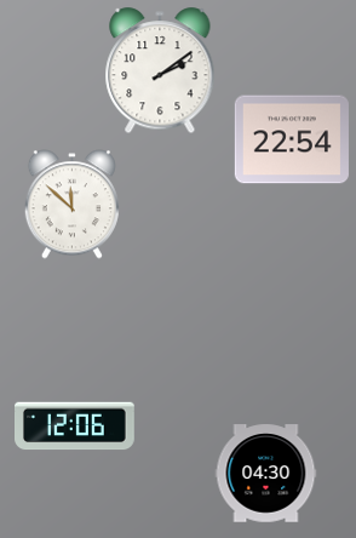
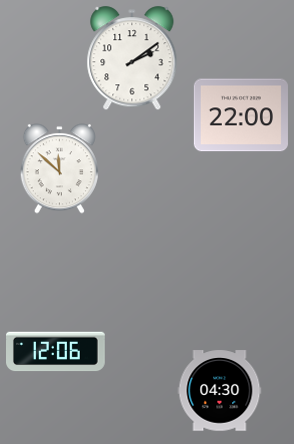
clock at (292, 139): 22:54 -> 22:00
clock at (75, 427) position: (75, 427) -> (56, 352)
